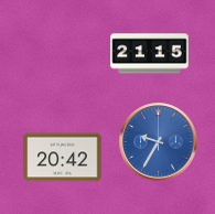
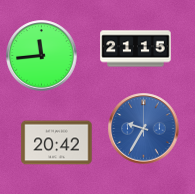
clock at (42, 56): none -> 11:44
